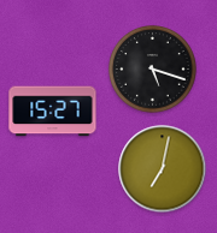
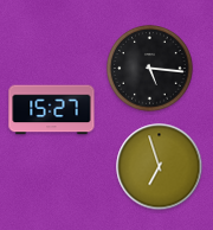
clock at (153, 70): 5:18 -> 5:16
clock at (163, 169): 7:02 -> 6:57
